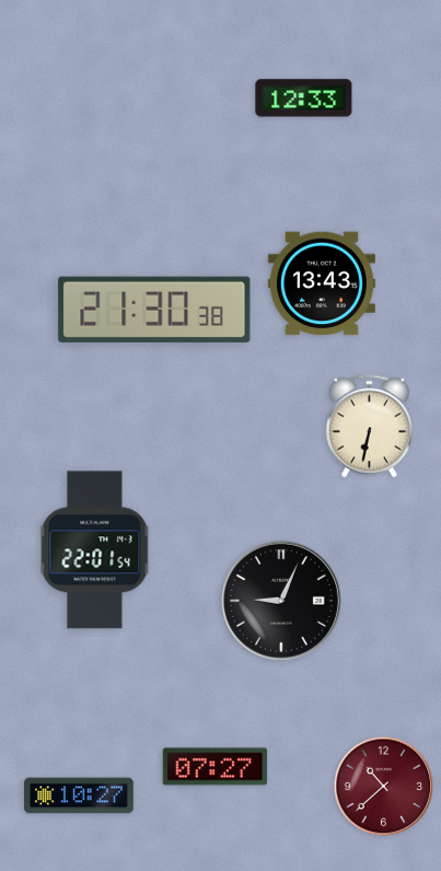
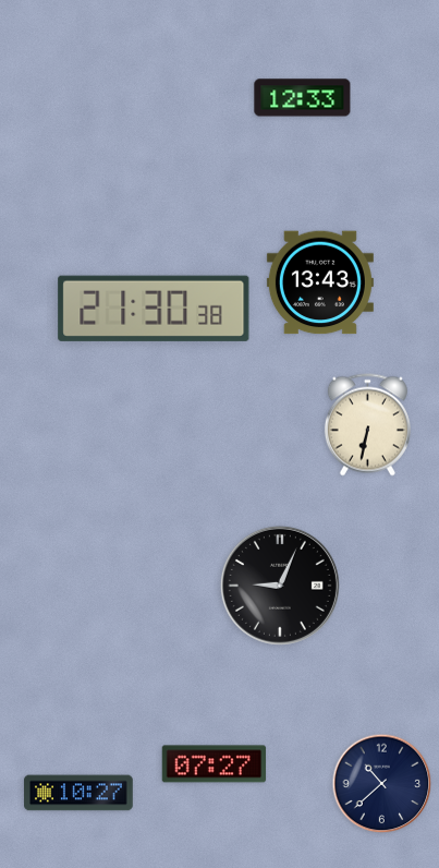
clock at (95, 550): 22:01 -> none
clock at (281, 601) position: (281, 601) -> (280, 586)
clock at (384, 787) dial: burgundy -> navy
